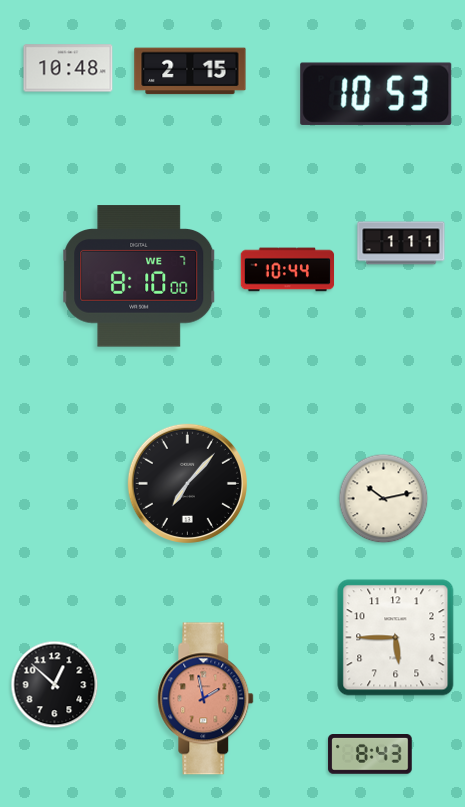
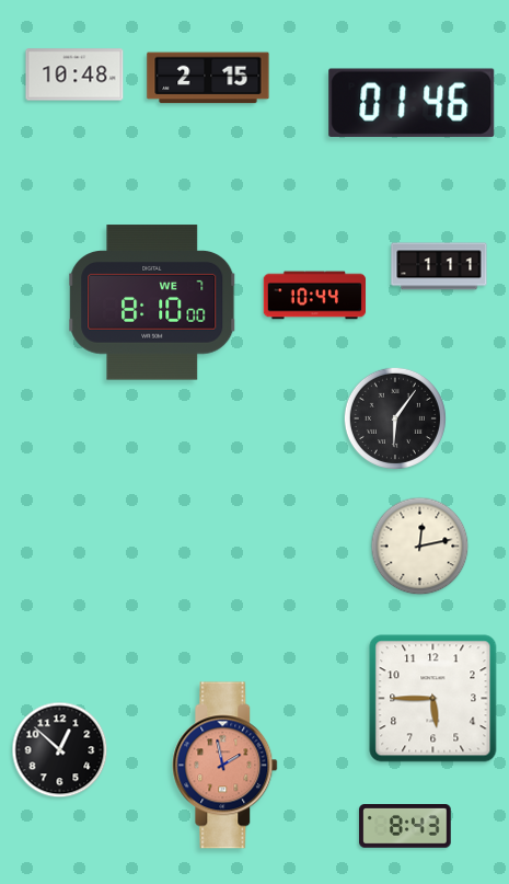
clock at (376, 94): 10:53 -> 01:46
clock at (395, 418): none -> 6:06
clock at (187, 483): 7:07 -> none
clock at (384, 499): 10:13 -> 12:13
